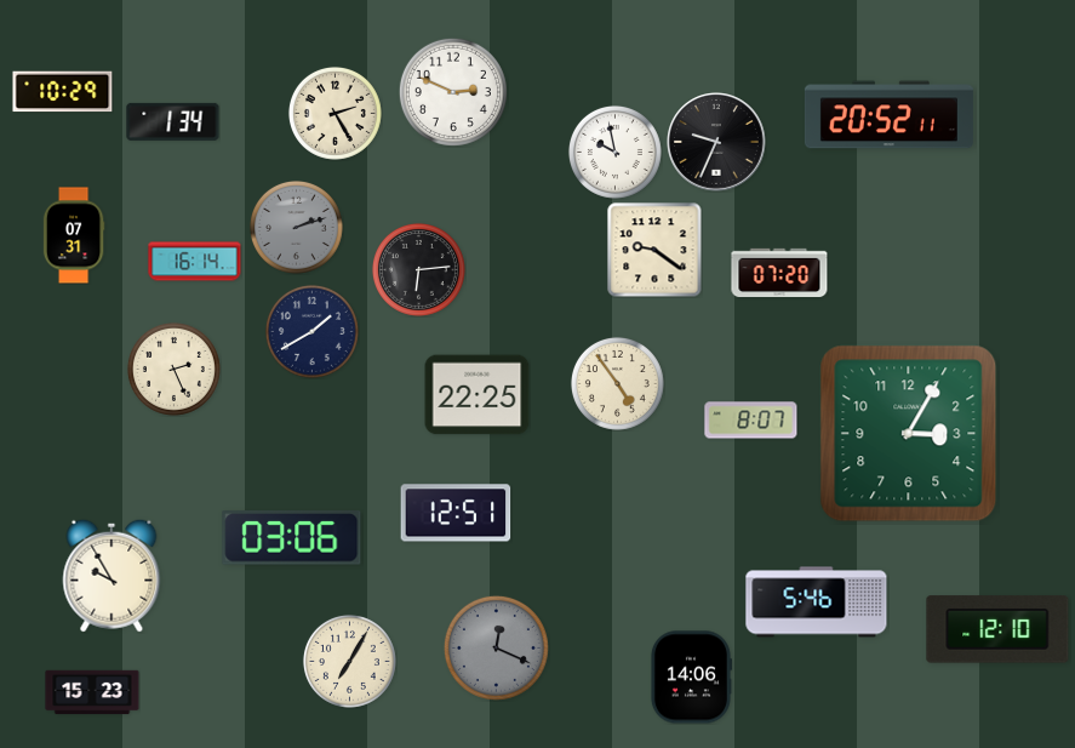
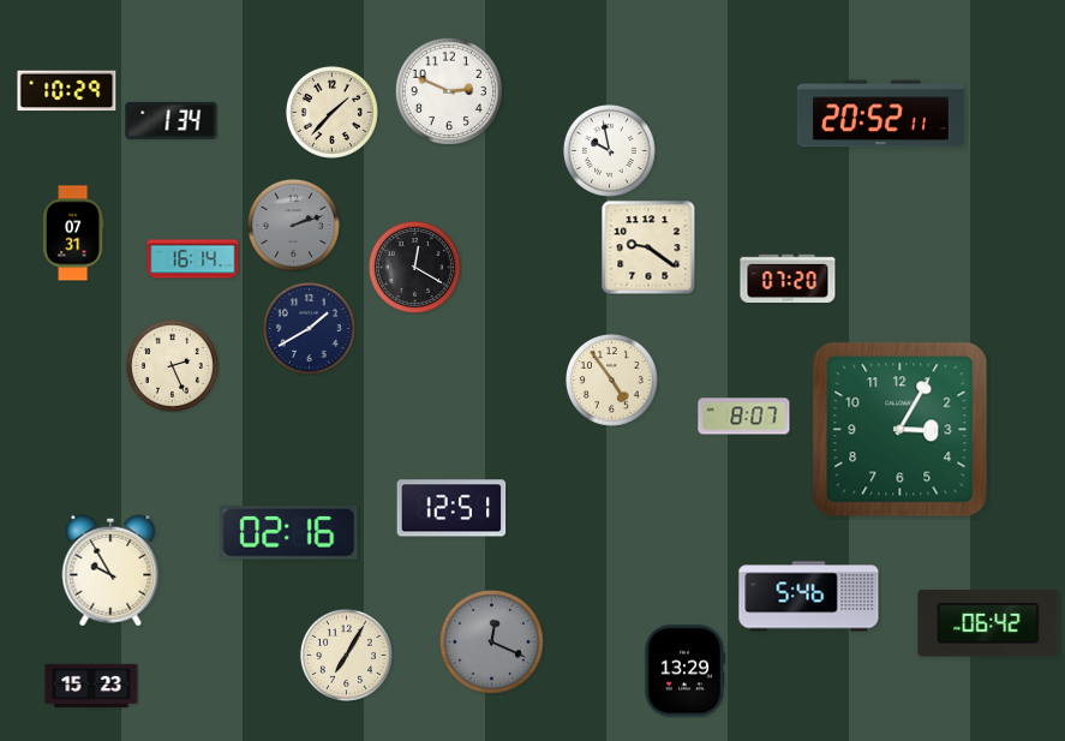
clock at (63, 92) position: (63, 92) -> (67, 91)
clock at (334, 113): 2:25 -> 1:37
clock at (717, 142): 9:34 -> none
clock at (418, 269): 6:14 -> 12:20
clock at (779, 272) position: (779, 272) -> (788, 277)
clock at (478, 395): 22:25 -> none
clock at (292, 538): 03:06 -> 02:16
clock at (997, 629): 12:10 -> 06:42
clock at (691, 678): 14:06 -> 13:29
